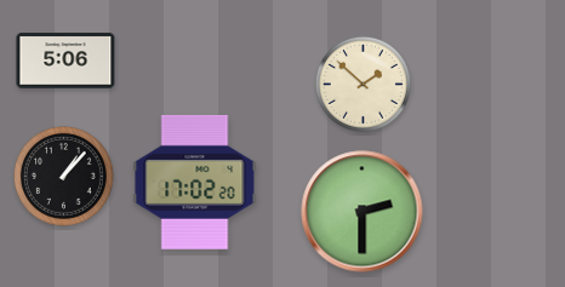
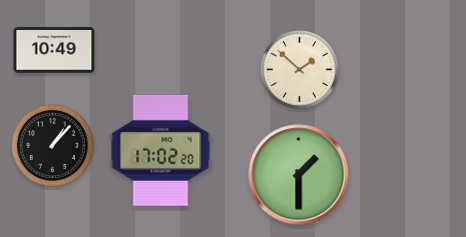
clock at (65, 61): 5:06 -> 10:49
clock at (363, 212): 2:30 -> 1:30
